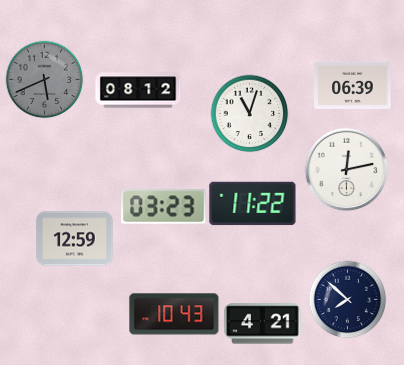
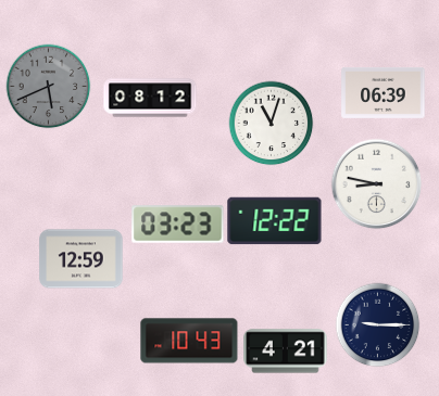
clock at (346, 169): 12:13 -> 8:47
clock at (253, 204): 11:22 -> 12:22
clock at (347, 299): 7:52 -> 9:15
